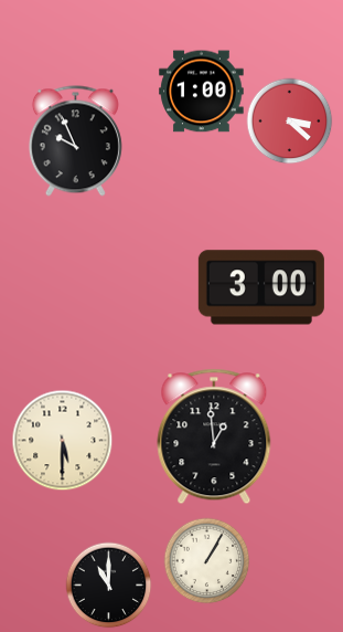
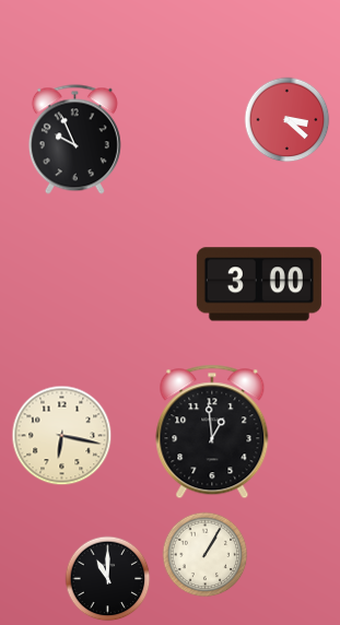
clock at (202, 92): 1:00 -> none
clock at (62, 440): 5:30 -> 6:17
